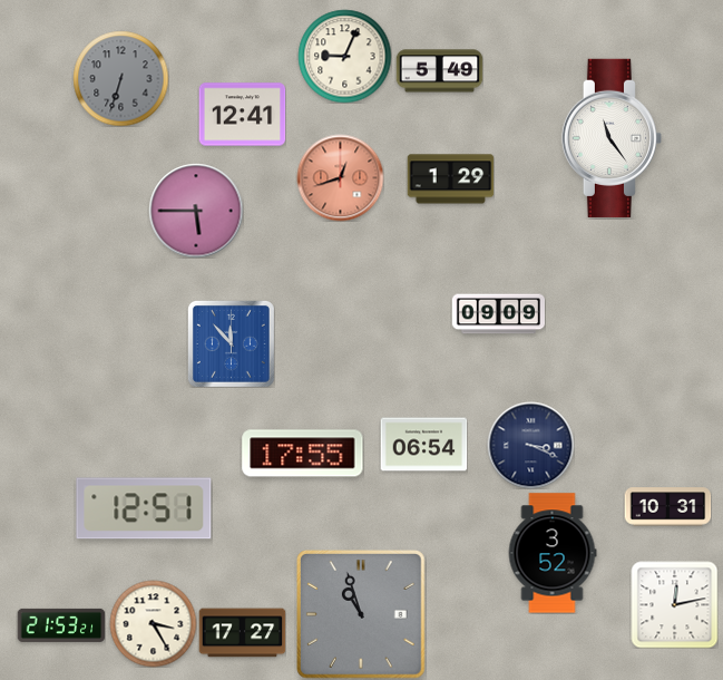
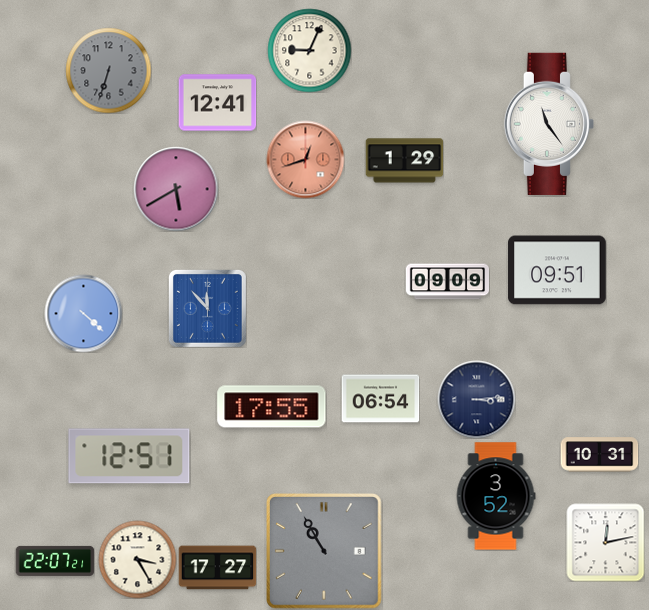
clock at (439, 71): 5:49 -> none
clock at (196, 211): 5:45 -> 5:40
clock at (557, 270): none -> 09:51
clock at (83, 313): none -> 4:22
clock at (530, 445): 3:19 -> 3:14
clock at (362, 615): 10:57 -> 10:55
clock at (61, 625): 21:53 -> 22:07
